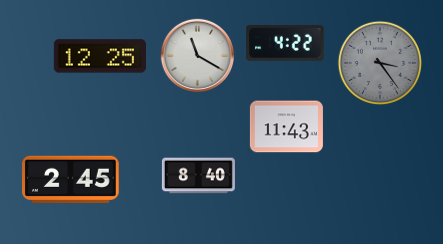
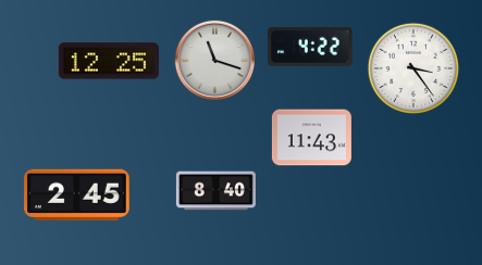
clock at (197, 55): 11:20 -> 11:18
clock at (379, 62) dial: grey -> white
